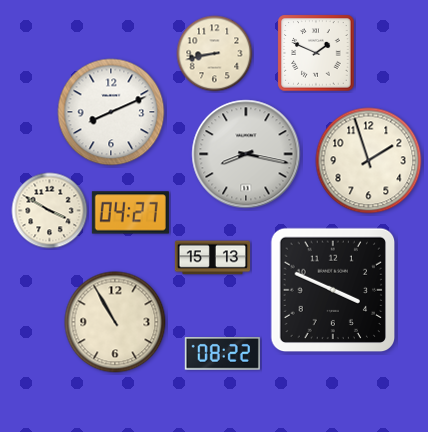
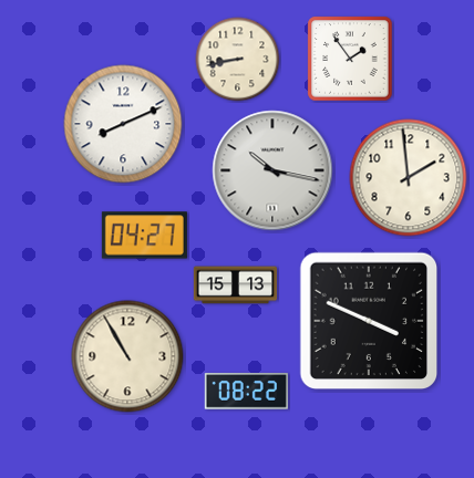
clock at (316, 53): 1:49 -> 1:54
clock at (246, 154): 8:17 -> 10:17
clock at (369, 161): 1:57 -> 1:59
clock at (50, 211): 3:50 -> none
